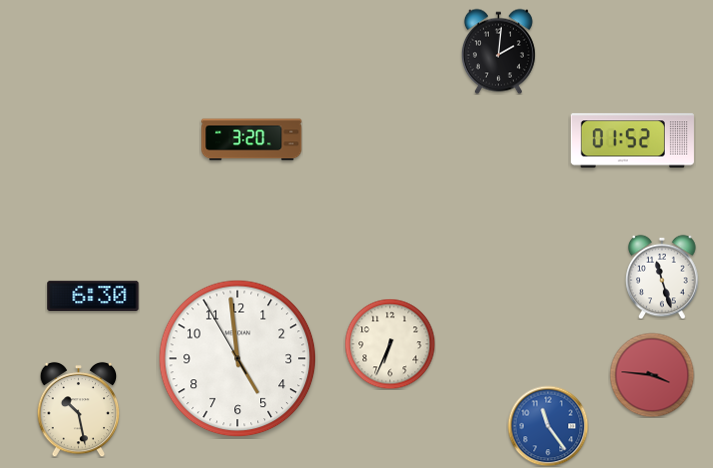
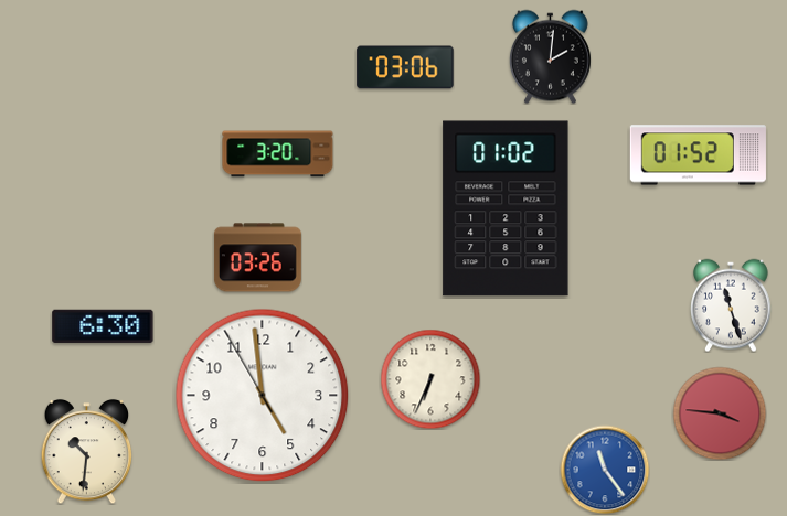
clock at (405, 67): none -> 03:06
clock at (506, 208): none -> 01:02
clock at (257, 258): none -> 03:26
clock at (79, 409): 10:28 -> 10:31
